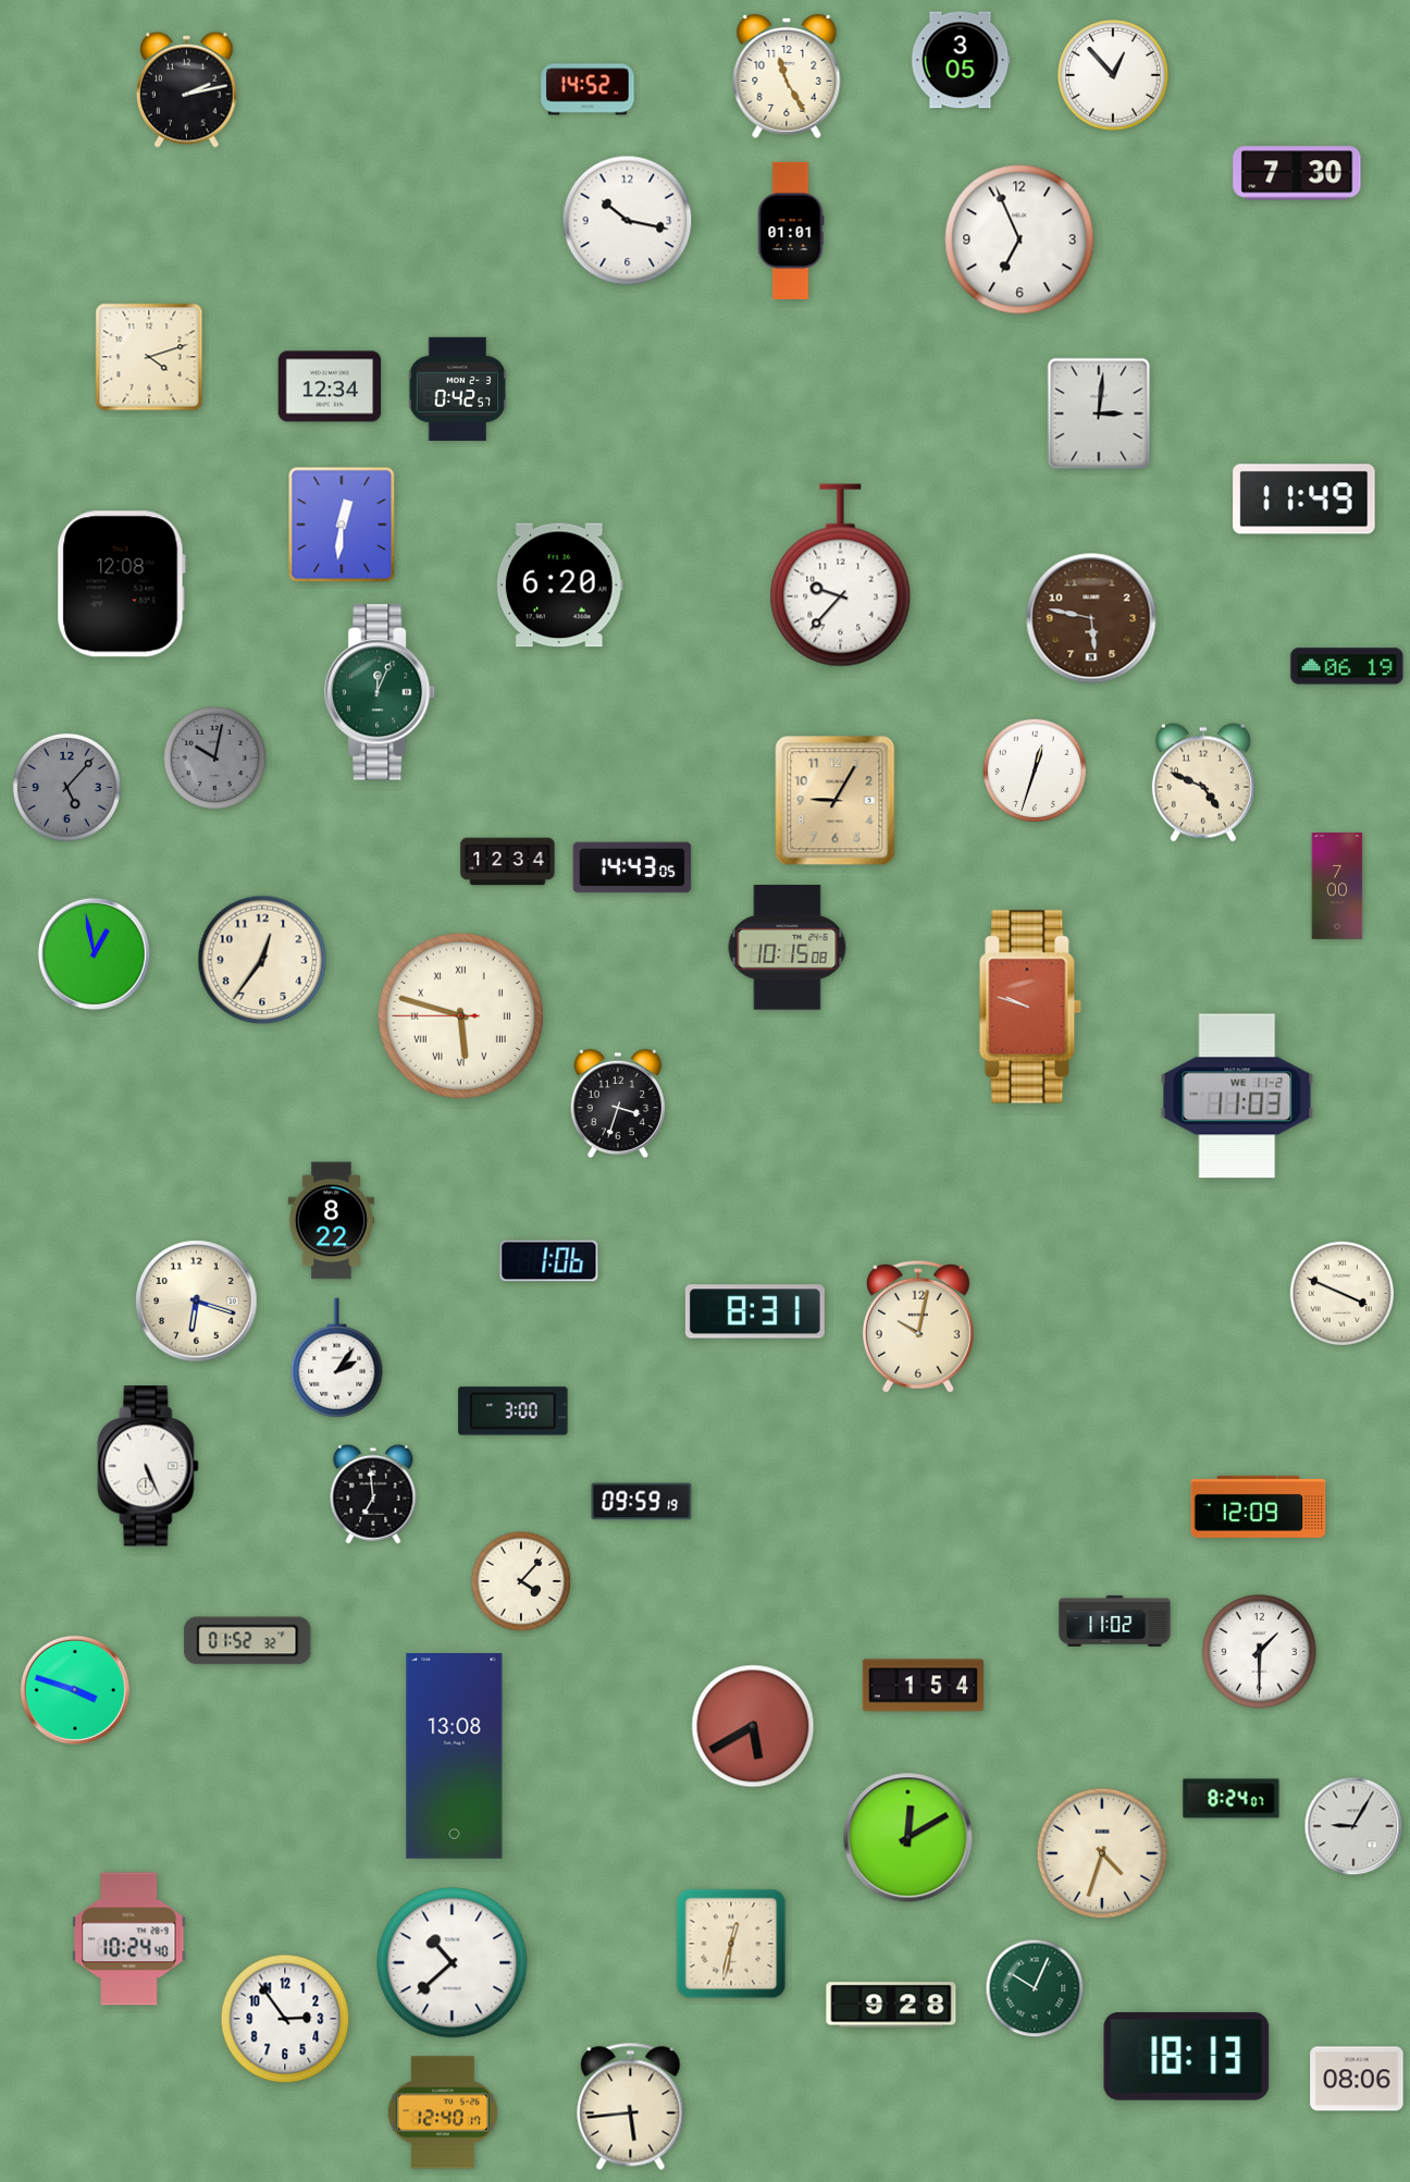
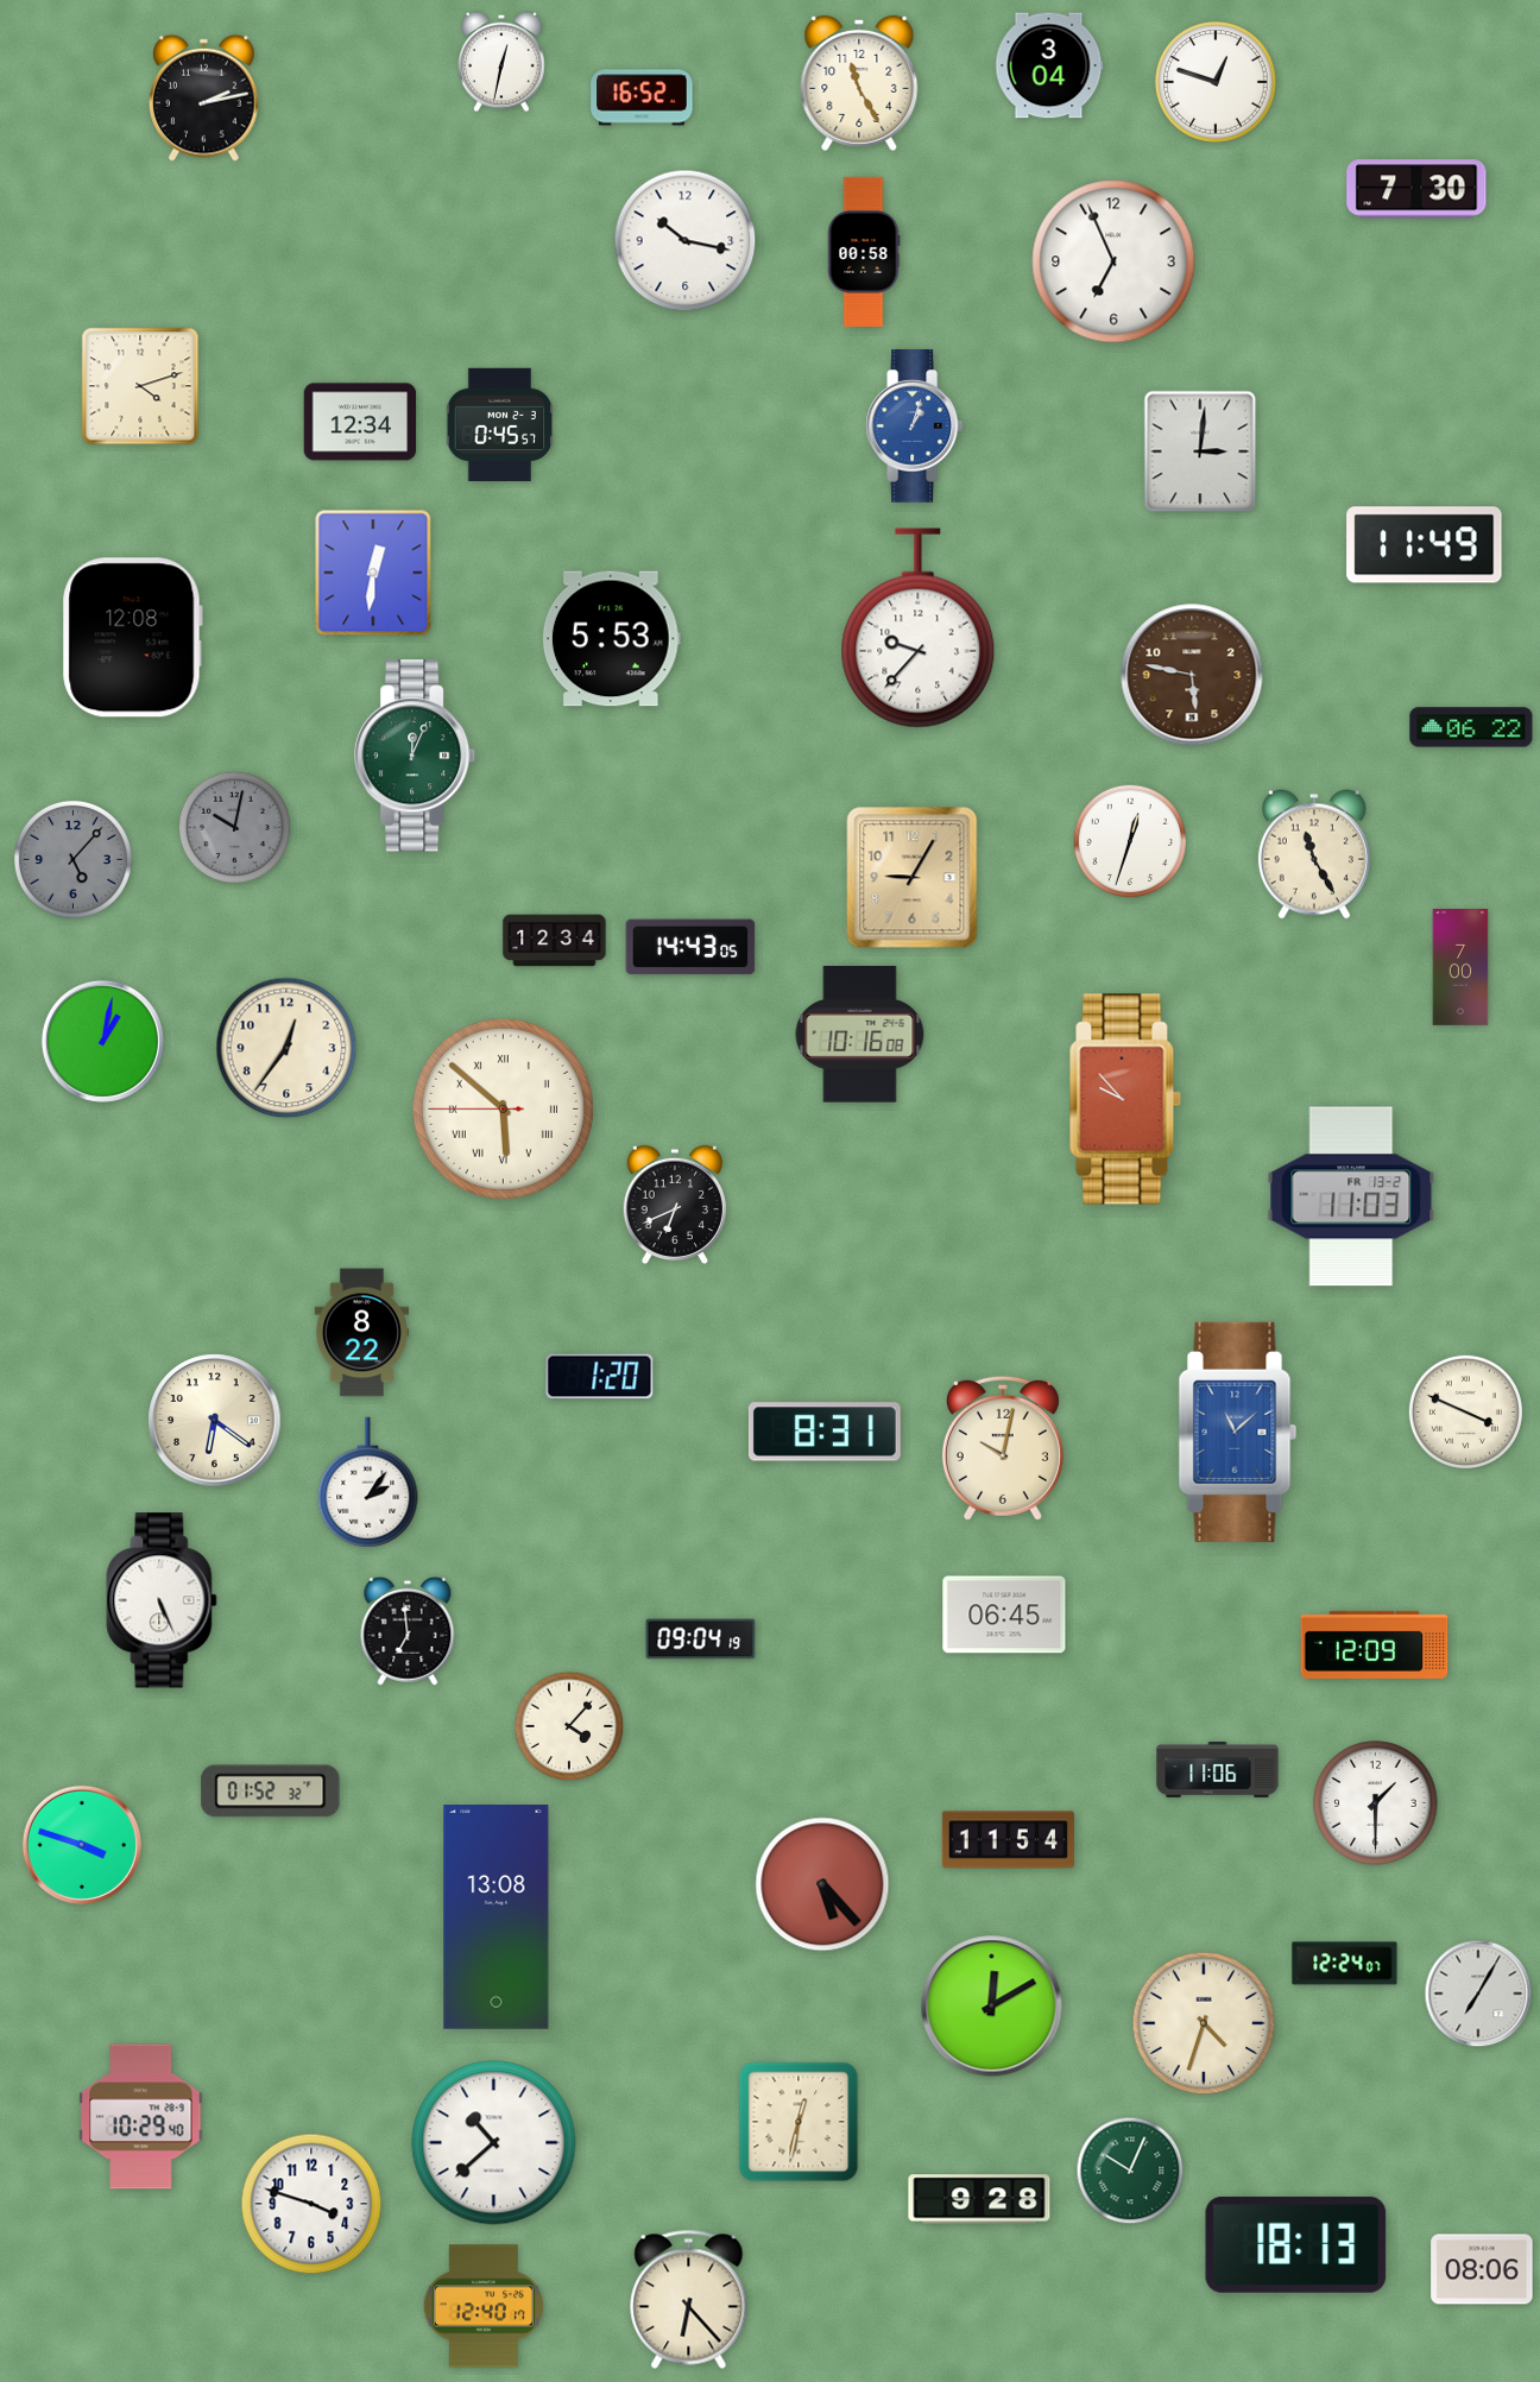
clock at (503, 62): none -> 12:32
clock at (961, 60): 3:05 -> 3:04
clock at (1113, 75): 12:53 -> 12:48
clock at (587, 89): 14:52 -> 16:52
clock at (791, 231): 01:01 -> 00:58
clock at (149, 357) position: (149, 357) -> (140, 386)
clock at (458, 389): 0:42 -> 0:45
clock at (915, 427): none -> 1:03
clock at (559, 585): 6:20 -> 5:53
clock at (1347, 666): 06:19 -> 06:22
clock at (1203, 782): 4:49 -> 11:25
clock at (836, 801) position: (836, 801) -> (913, 878)
clock at (788, 948): 10:15 -> 10:16
clock at (94, 953): 12:58 -> 1:02
clock at (1030, 1007): 9:48 -> 9:53
clock at (460, 1015): 5:47 -> 5:51
clock at (1237, 1096) date: WE 11-2 -> FR 13-2
clock at (618, 1104): 3:33 -> 6:41
clock at (549, 1261): 1:06 -> 1:20
clock at (197, 1302): 6:18 -> 6:21
clock at (1238, 1432): none -> 11:08
clock at (514, 1411): 3:00 -> none
clock at (1004, 1615): none -> 06:45
clock at (642, 1502): 09:59 -> 09:04
clock at (1115, 1622): 11:02 -> 11:06
clock at (923, 1686): 1:54 -> 11:54
clock at (753, 1726): 5:40 -> 5:23
clock at (1232, 1799): 8:24 -> 12:24
clock at (1353, 1826): 9:05 -> 7:05
clock at (129, 1939): 10:24 -> 10:29
clock at (891, 2005) position: (891, 2005) -> (979, 2199)
clock at (285, 2019): 2:54 -> 3:48
clock at (631, 2106): 5:44 -> 6:23
